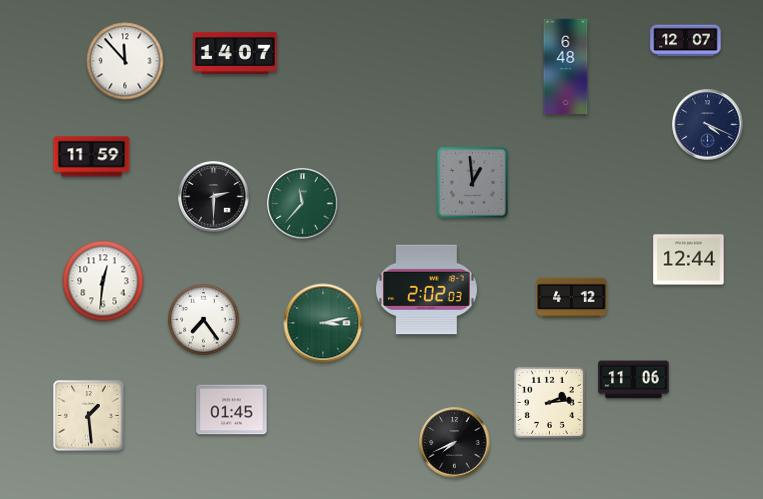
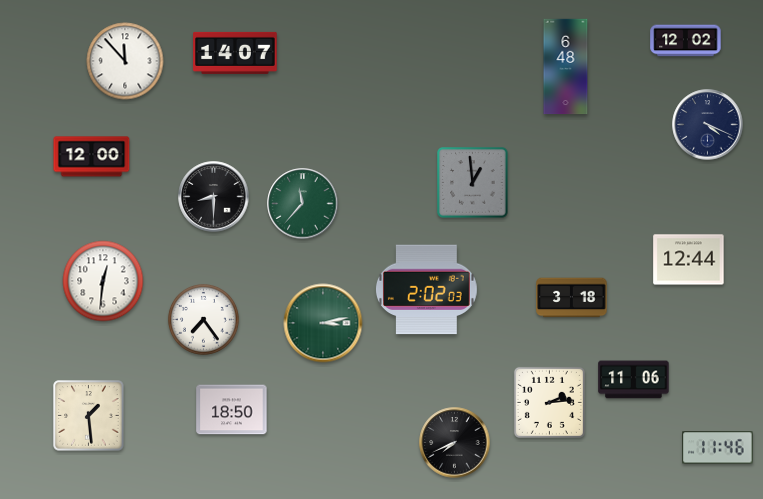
clock at (686, 41): 12:07 -> 12:02
clock at (92, 157): 11:59 -> 12:00
clock at (214, 197): 2:30 -> 8:30
clock at (572, 298): 4:12 -> 3:18
clock at (232, 410): 01:45 -> 18:50
clock at (718, 448): none -> 11:46
